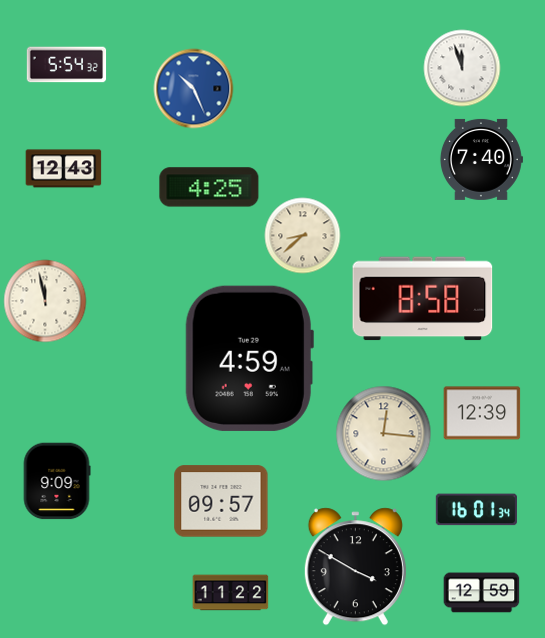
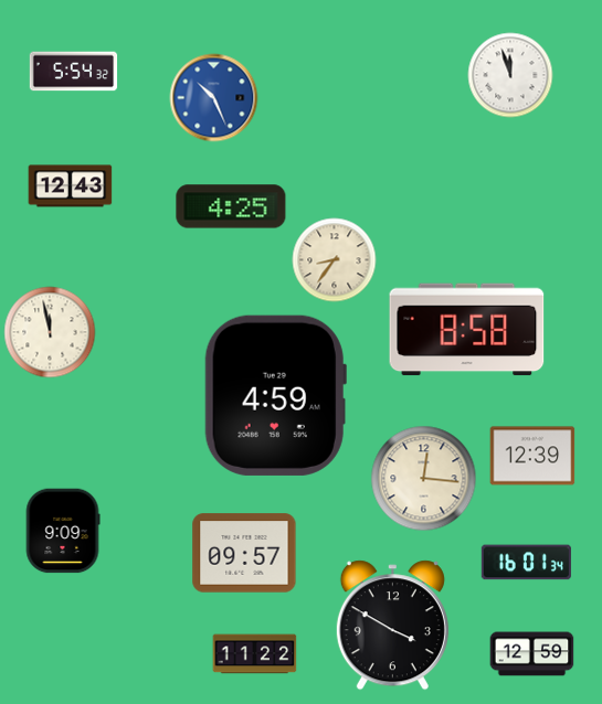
clock at (481, 159): 7:40 -> none
clock at (303, 236): 8:38 -> 8:36
